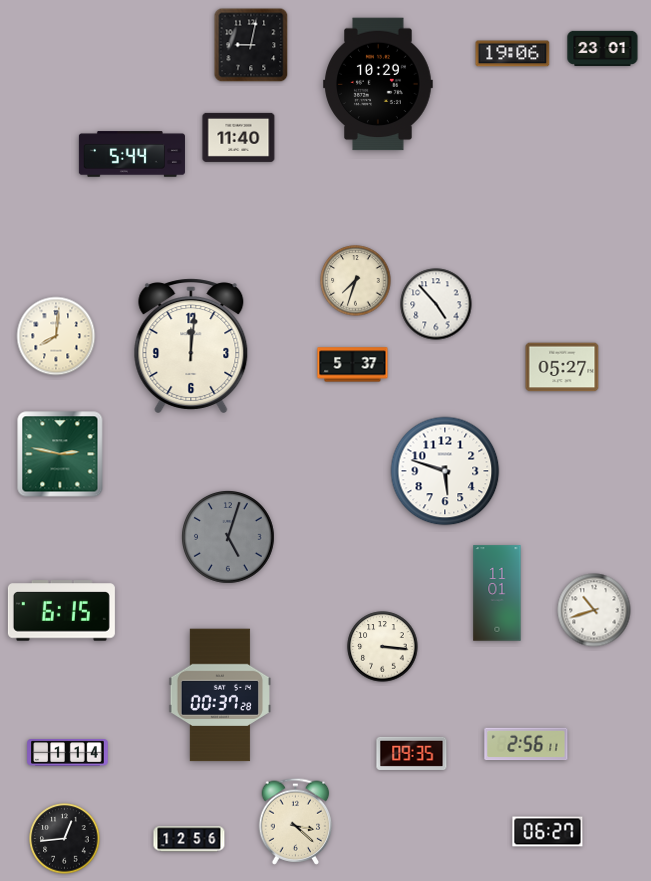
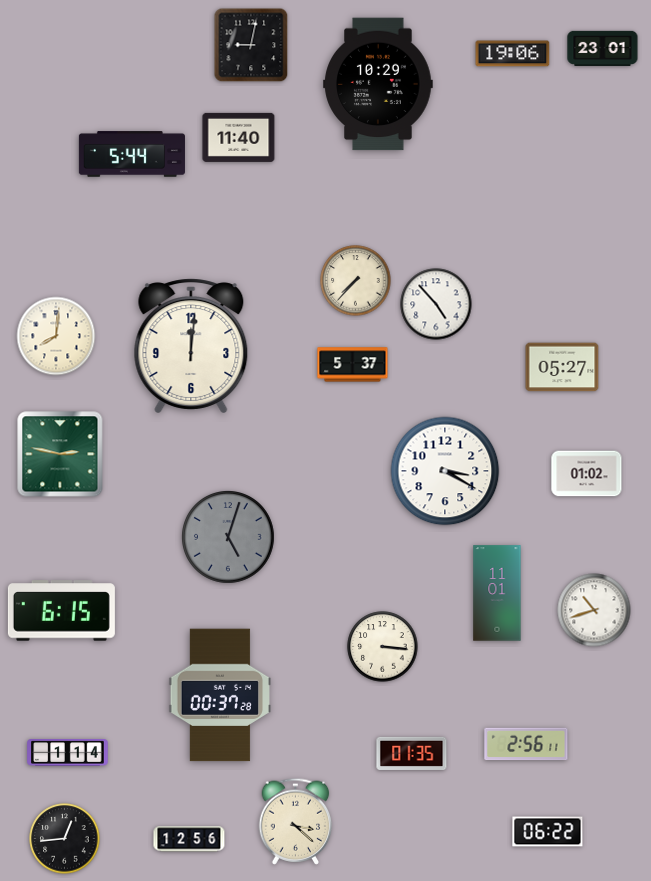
clock at (356, 281): 7:33 -> 7:37
clock at (445, 471): 5:48 -> 3:20
clock at (587, 474): none -> 01:02
clock at (412, 753): 09:35 -> 01:35
clock at (548, 832): 06:27 -> 06:22
